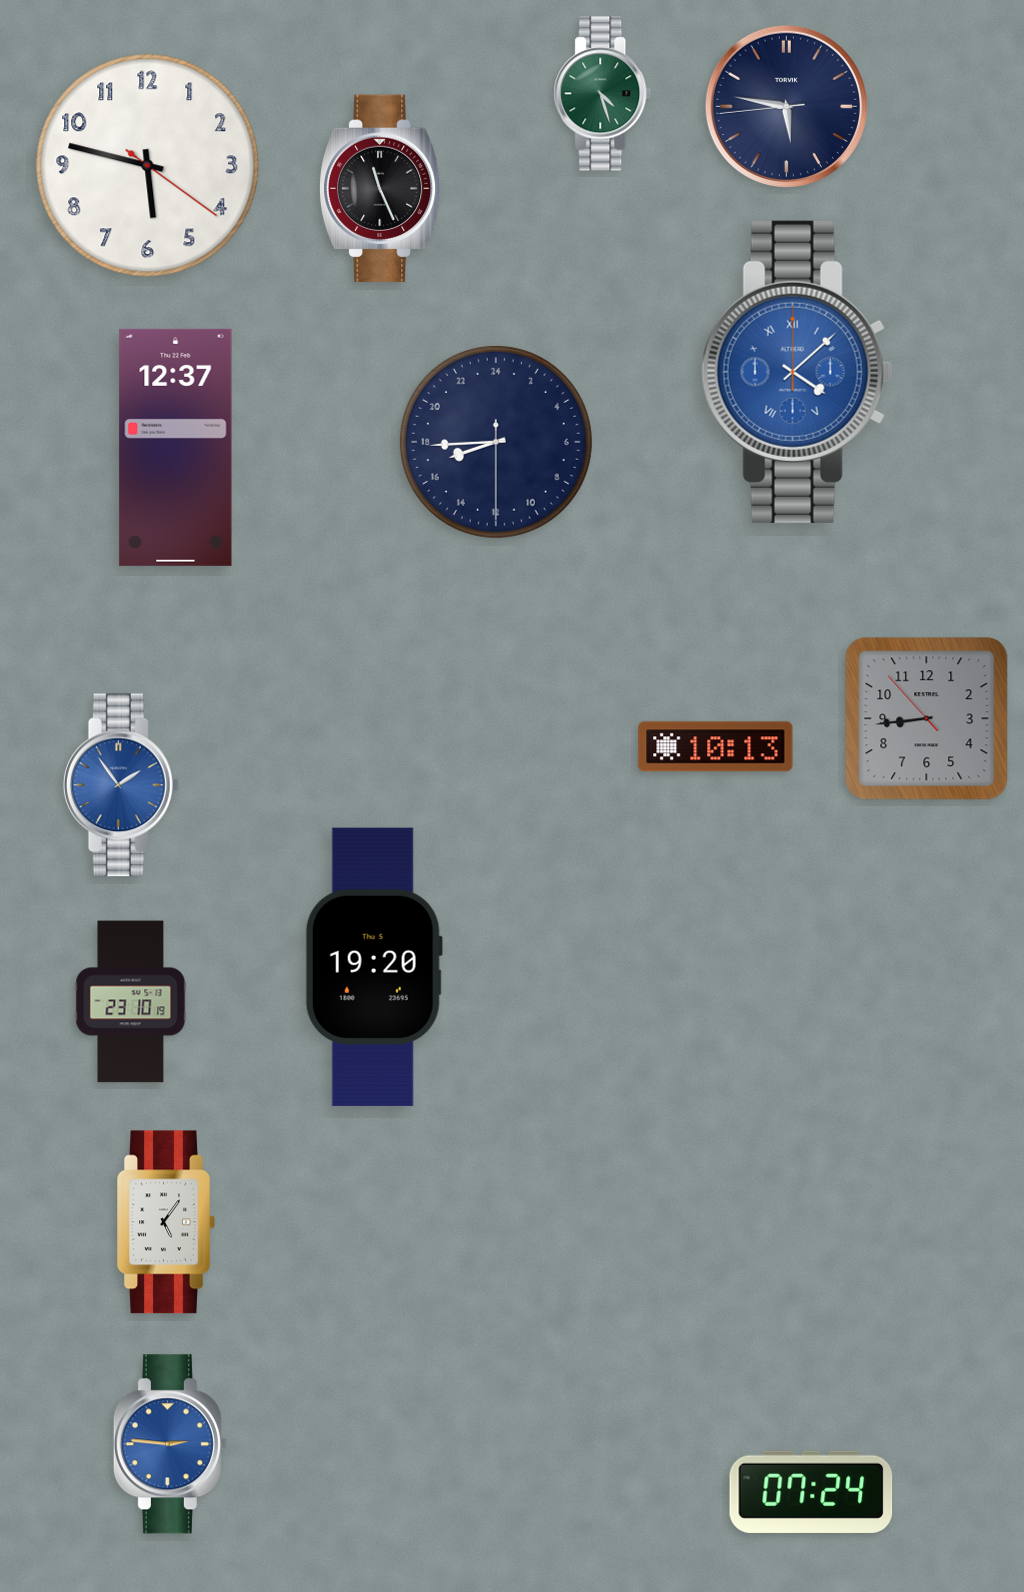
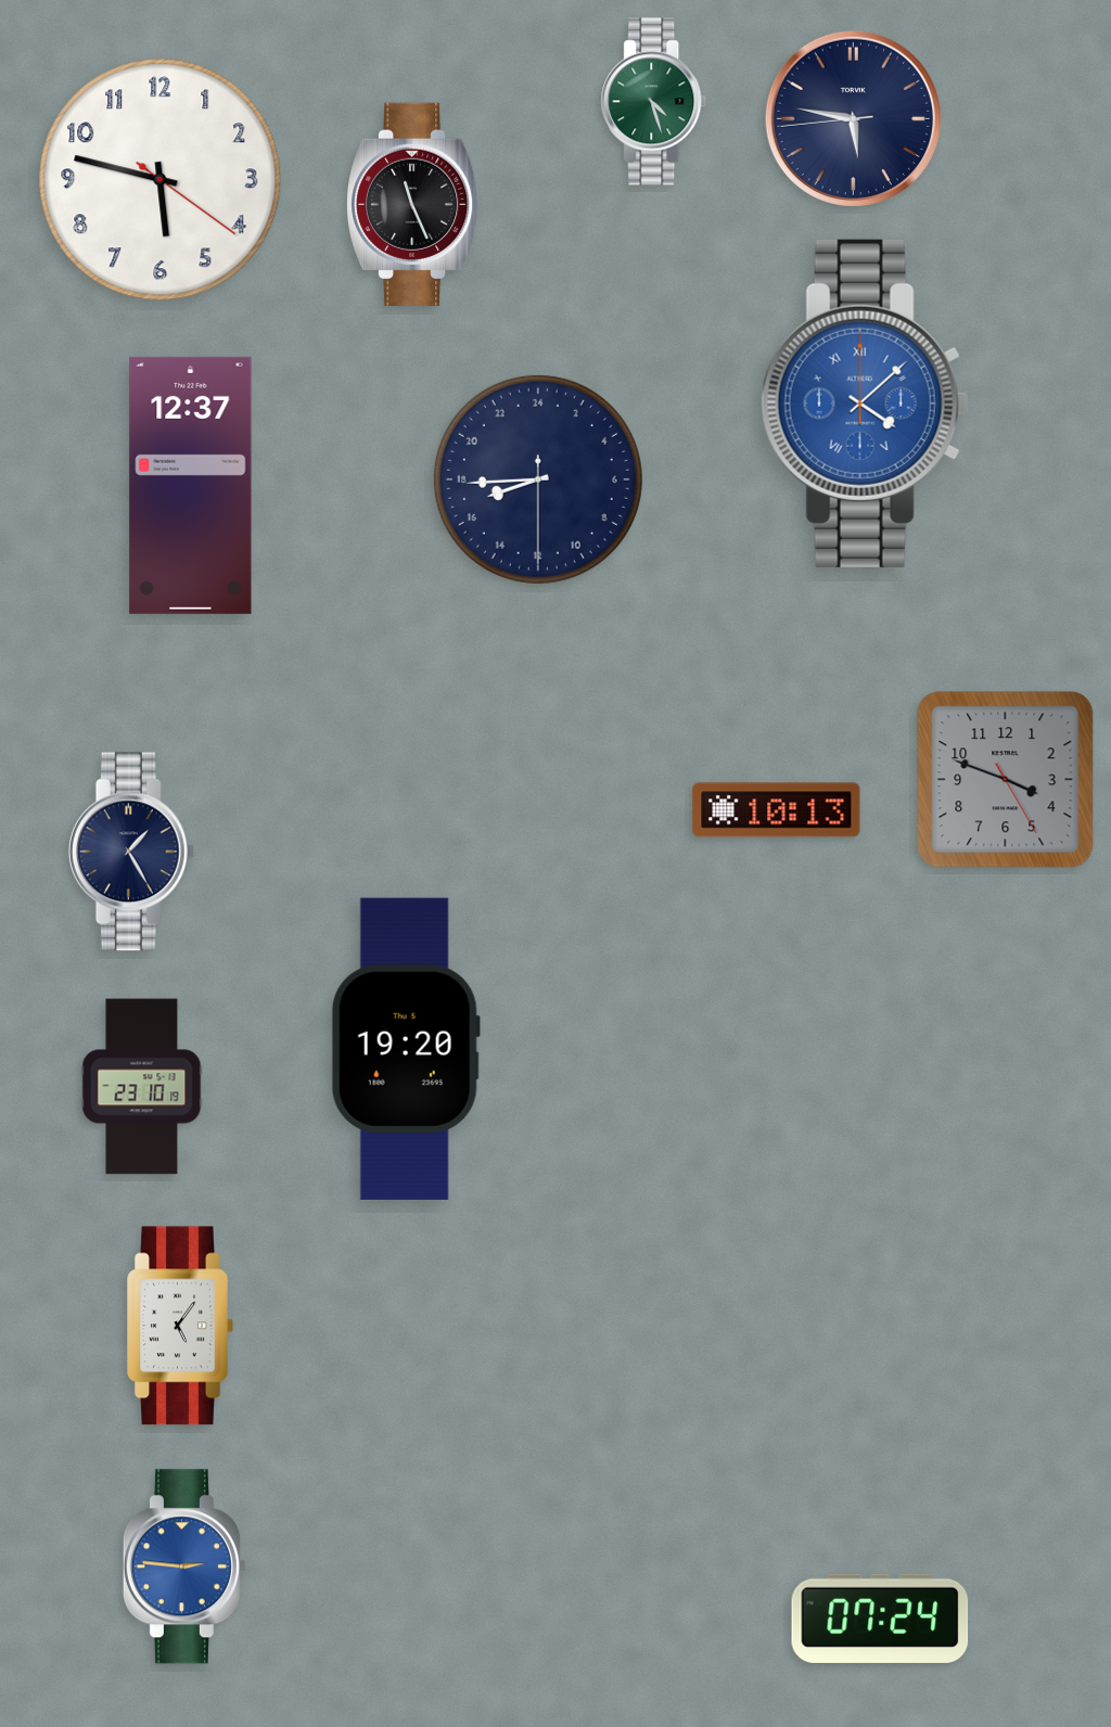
clock at (786, 106) position: (786, 106) -> (853, 118)
clock at (927, 719): 8:43 -> 3:48
clock at (121, 785): 1:54 -> 1:25
clock at (121, 785) dial: blue -> navy
